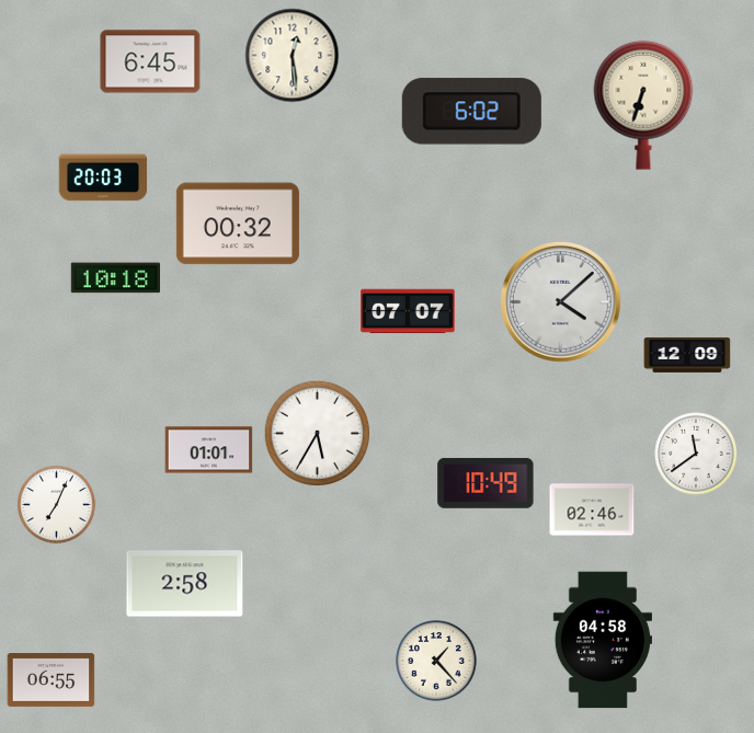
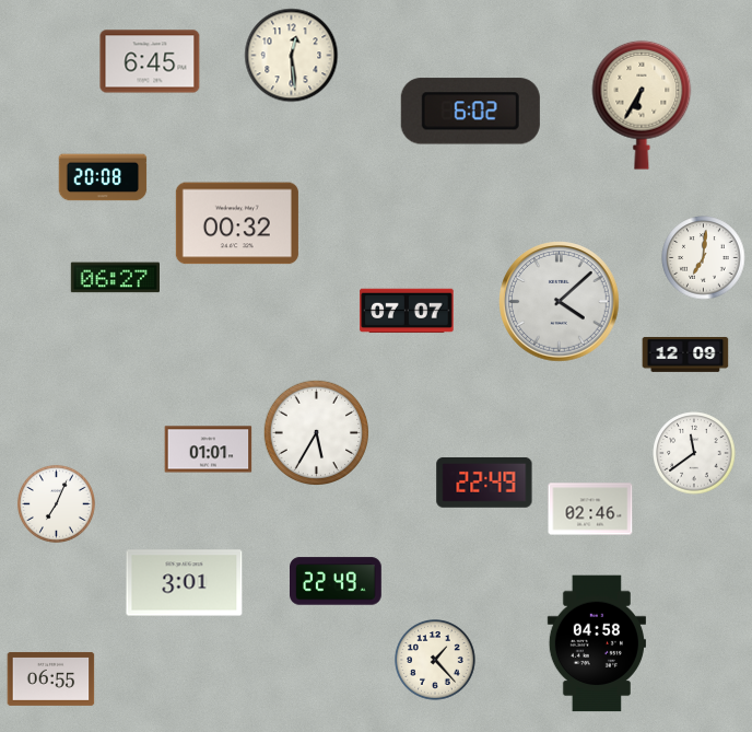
clock at (643, 105): 6:33 -> 6:35
clock at (103, 177): 20:03 -> 20:08
clock at (704, 258): none -> 7:01
clock at (115, 278): 10:18 -> 06:27
clock at (485, 483): 10:49 -> 22:49
clock at (337, 581): none -> 22:49
clock at (185, 584): 2:58 -> 3:01
clock at (603, 640) position: (603, 640) -> (597, 643)
